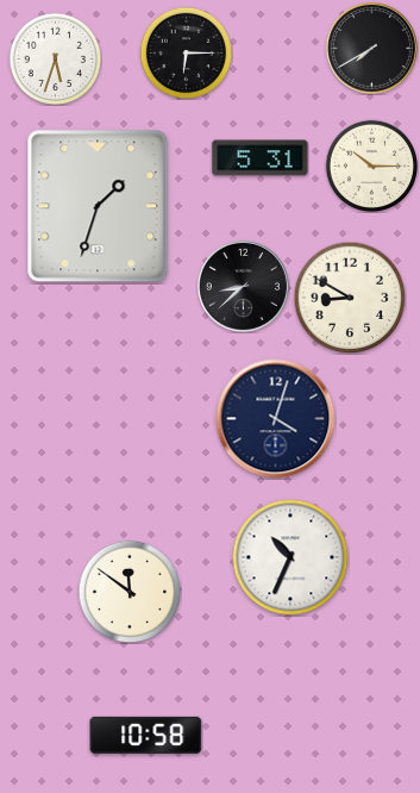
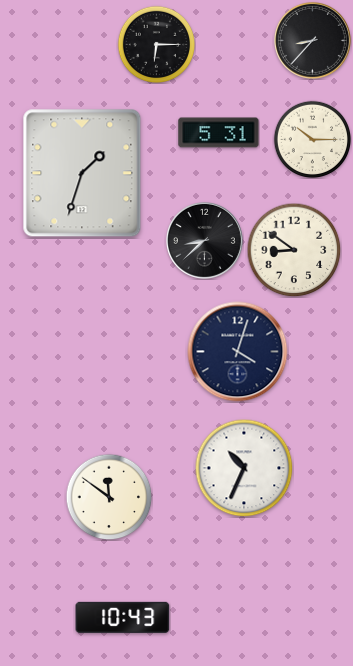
clock at (371, 48): 7:40 -> 8:37
clock at (55, 58): 5:33 -> none
clock at (350, 298): 8:50 -> 8:51
clock at (276, 419) position: (276, 419) -> (238, 352)
clock at (146, 735): 10:58 -> 10:43
